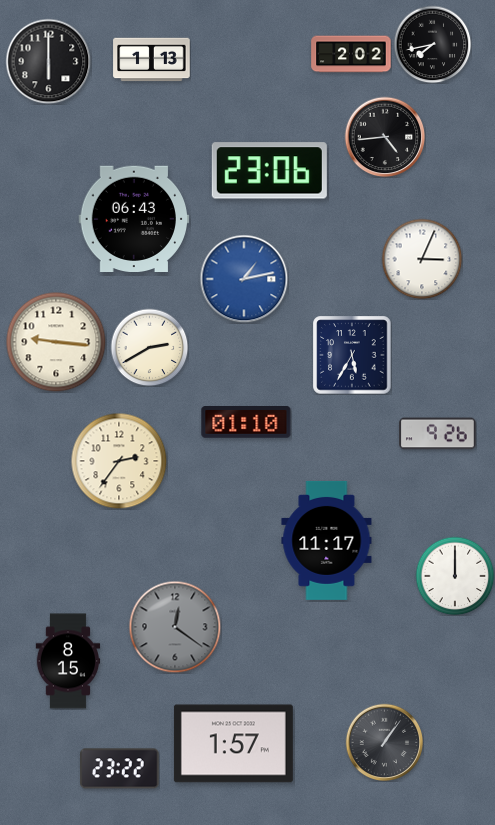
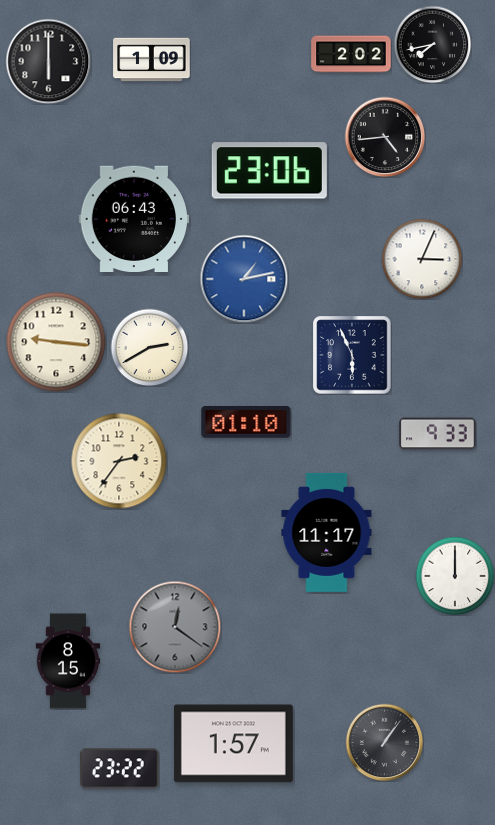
clock at (152, 60): 1:13 -> 1:09
clock at (352, 355): 5:35 -> 5:56
clock at (438, 434): 9:26 -> 9:33
clock at (327, 540) position: (327, 540) -> (327, 532)
